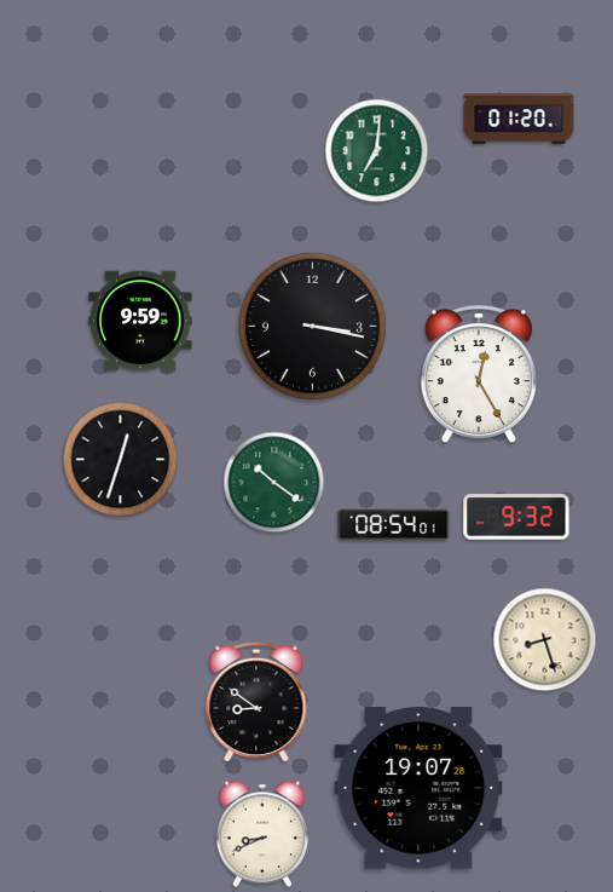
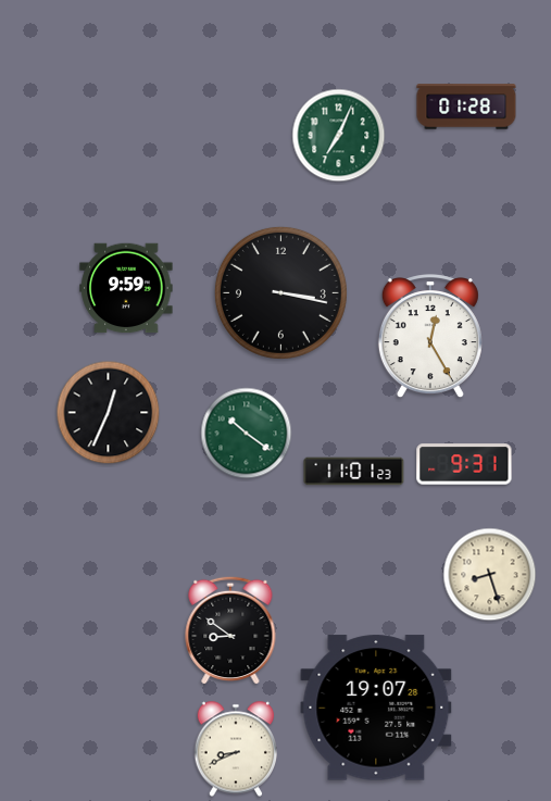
clock at (519, 119): 01:20 -> 01:28
clock at (377, 151): 7:01 -> 7:04
clock at (121, 460): 12:33 -> 12:34
clock at (516, 517): 9:32 -> 9:31
clock at (394, 525): 08:54 -> 11:01
